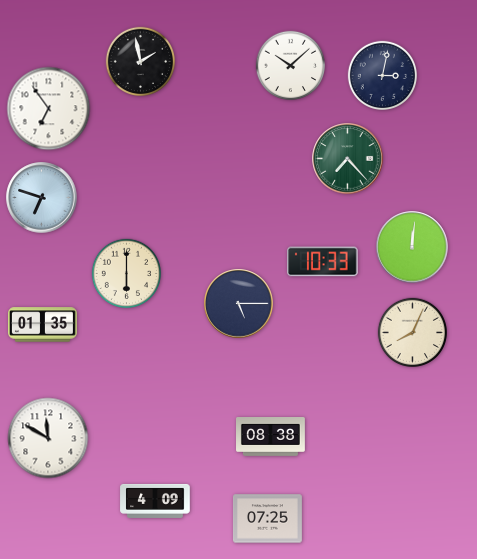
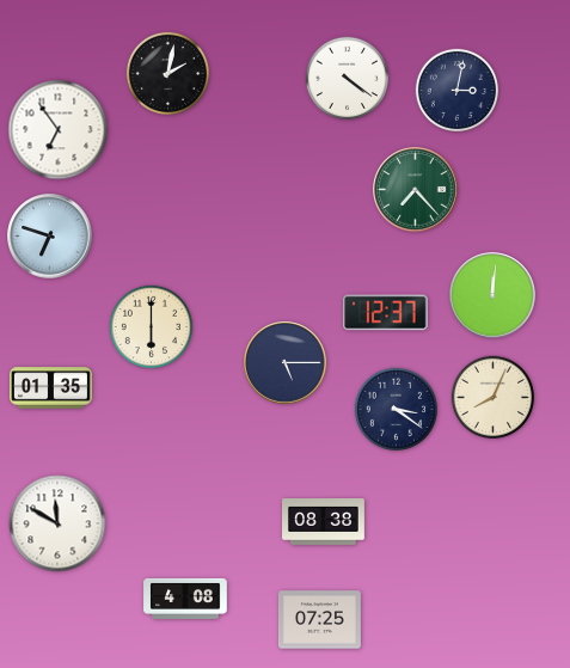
clock at (141, 62): 1:58 -> 2:02
clock at (291, 66): 10:08 -> 4:21
clock at (323, 262): 10:33 -> 12:37
clock at (397, 410): none -> 3:21
clock at (155, 501): 4:09 -> 4:08
